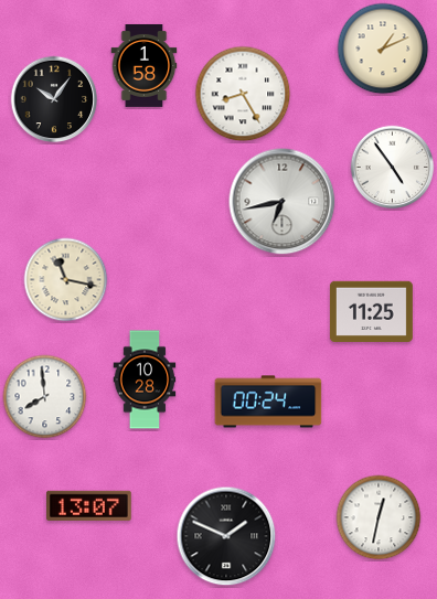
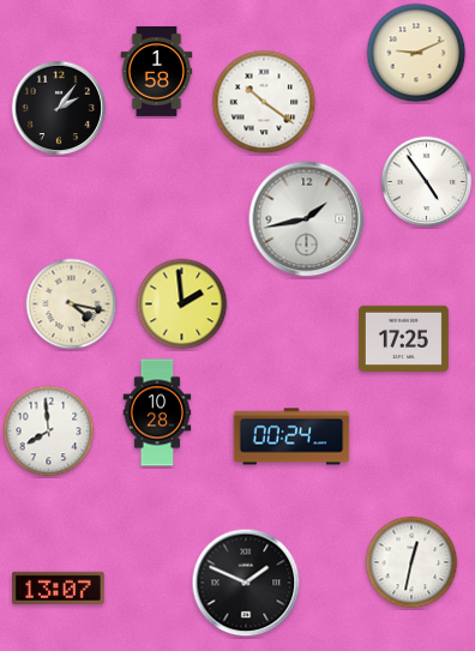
clock at (383, 49): 1:11 -> 9:11
clock at (243, 94): 8:25 -> 10:21
clock at (54, 99): 10:06 -> 2:06
clock at (283, 202): 6:43 -> 1:43
clock at (66, 280): 11:17 -> 4:17
clock at (182, 305): none -> 1:59
clock at (371, 311): 11:25 -> 17:25
clock at (89, 505) position: (89, 505) -> (59, 587)
